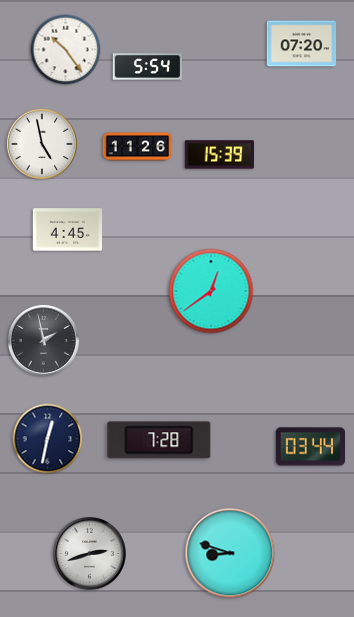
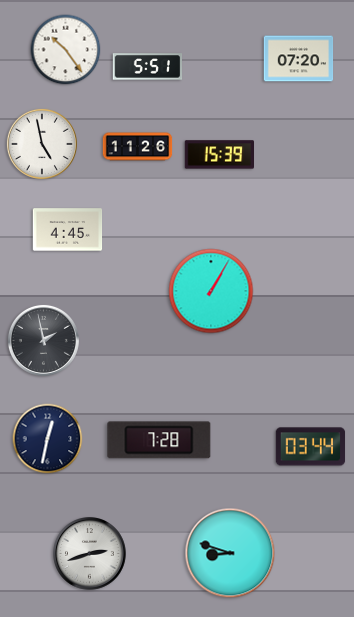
clock at (302, 44) position: (302, 44) -> (299, 59)
clock at (148, 67): 5:54 -> 5:51
clock at (211, 291): 12:39 -> 1:05
